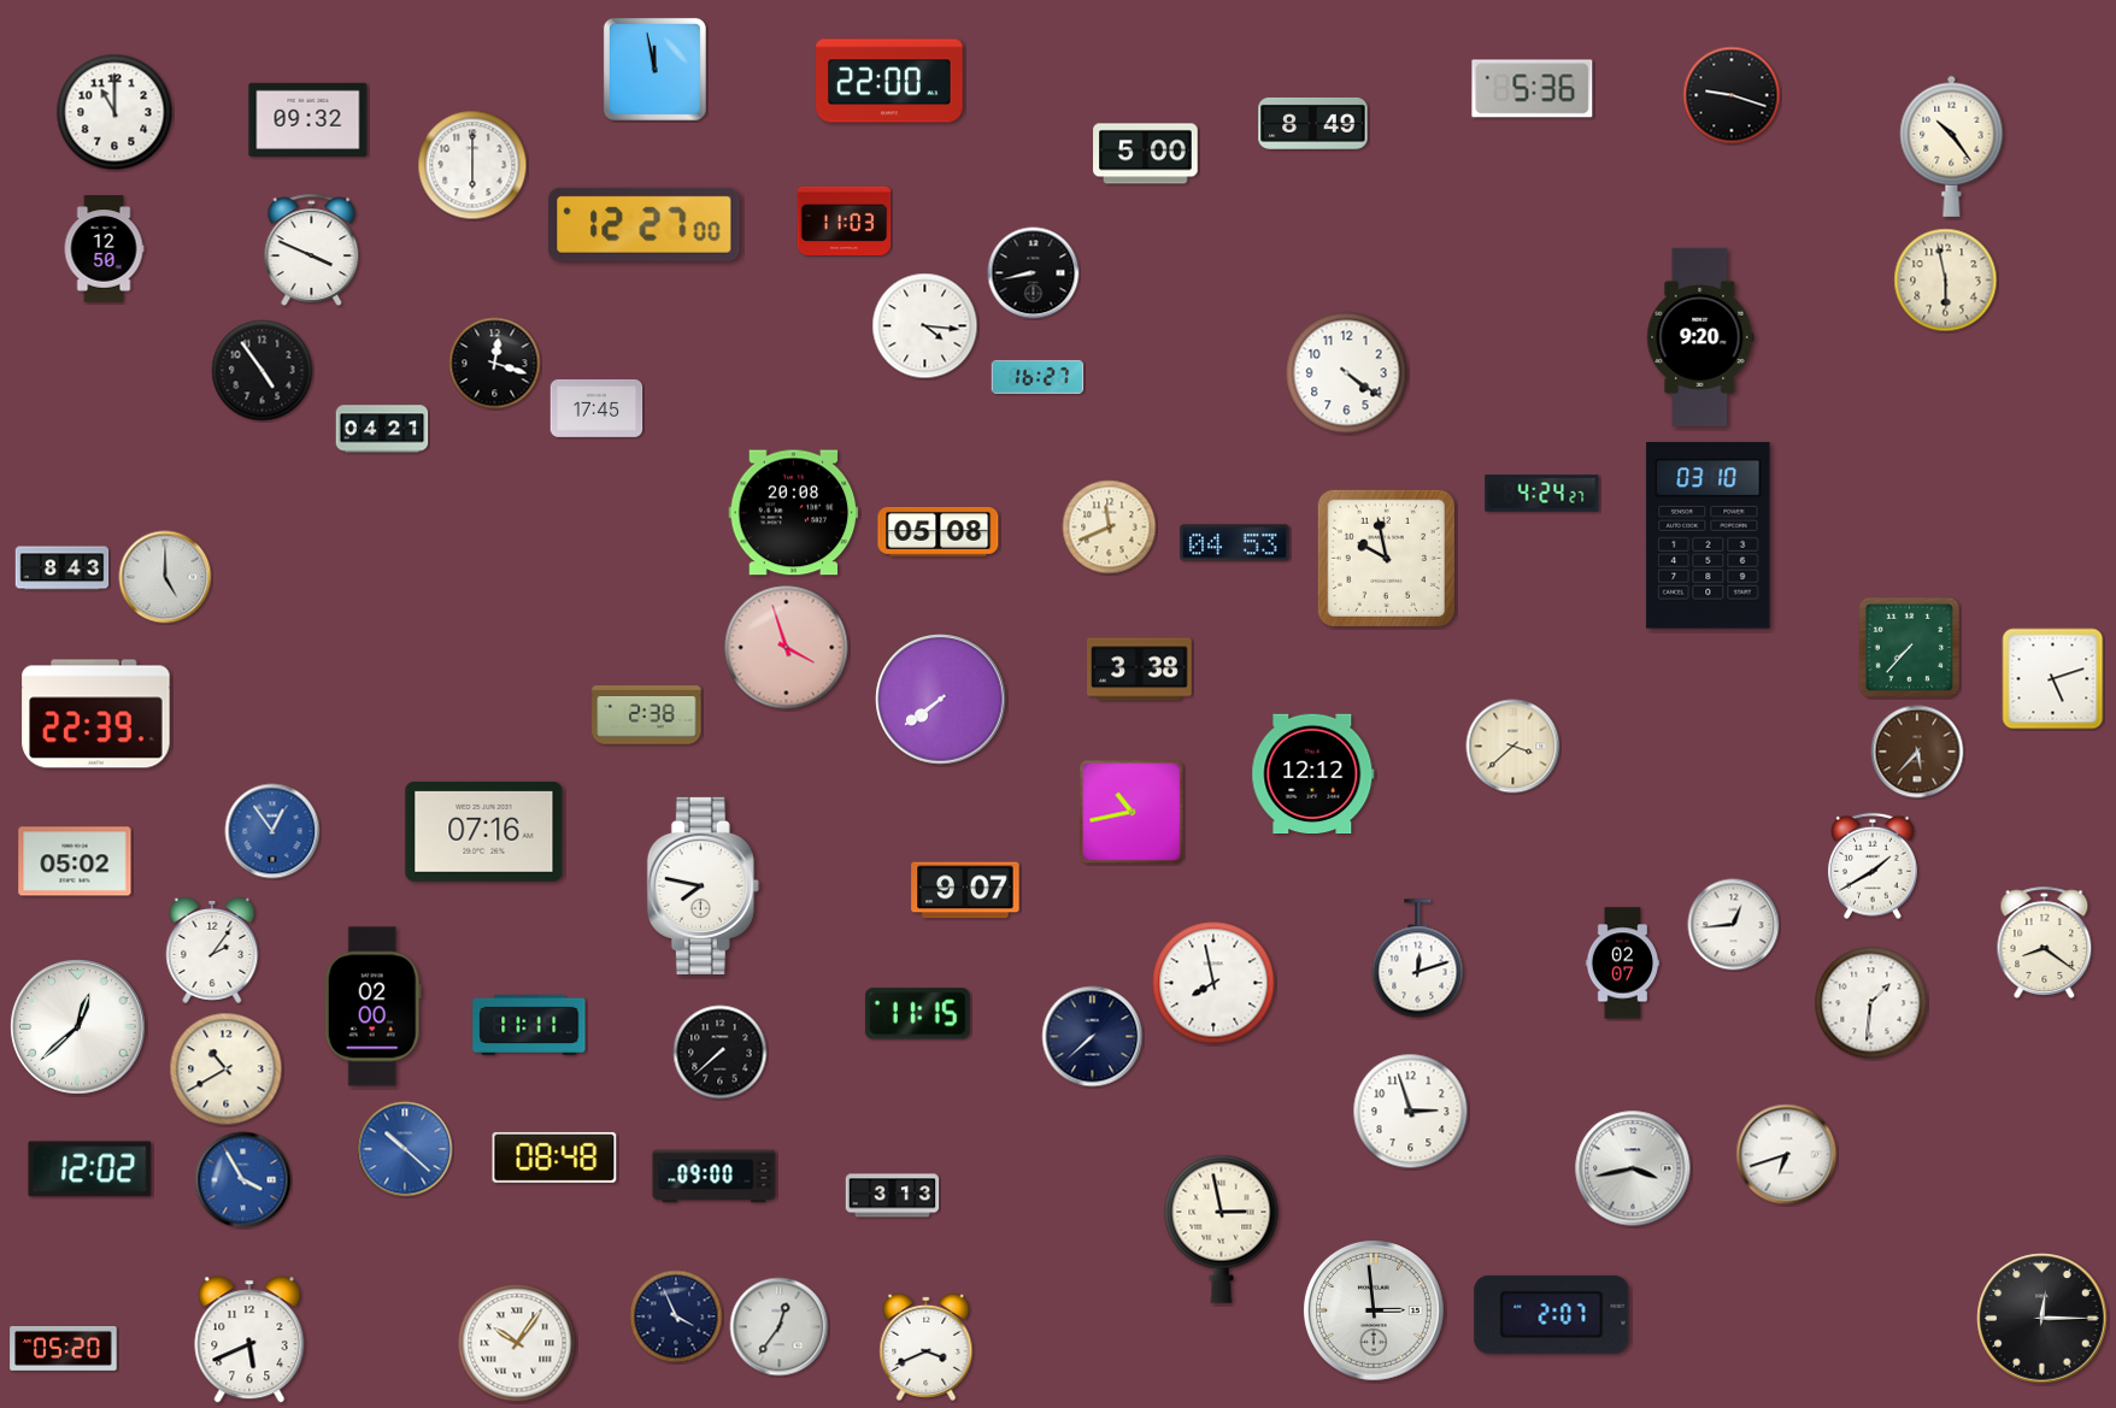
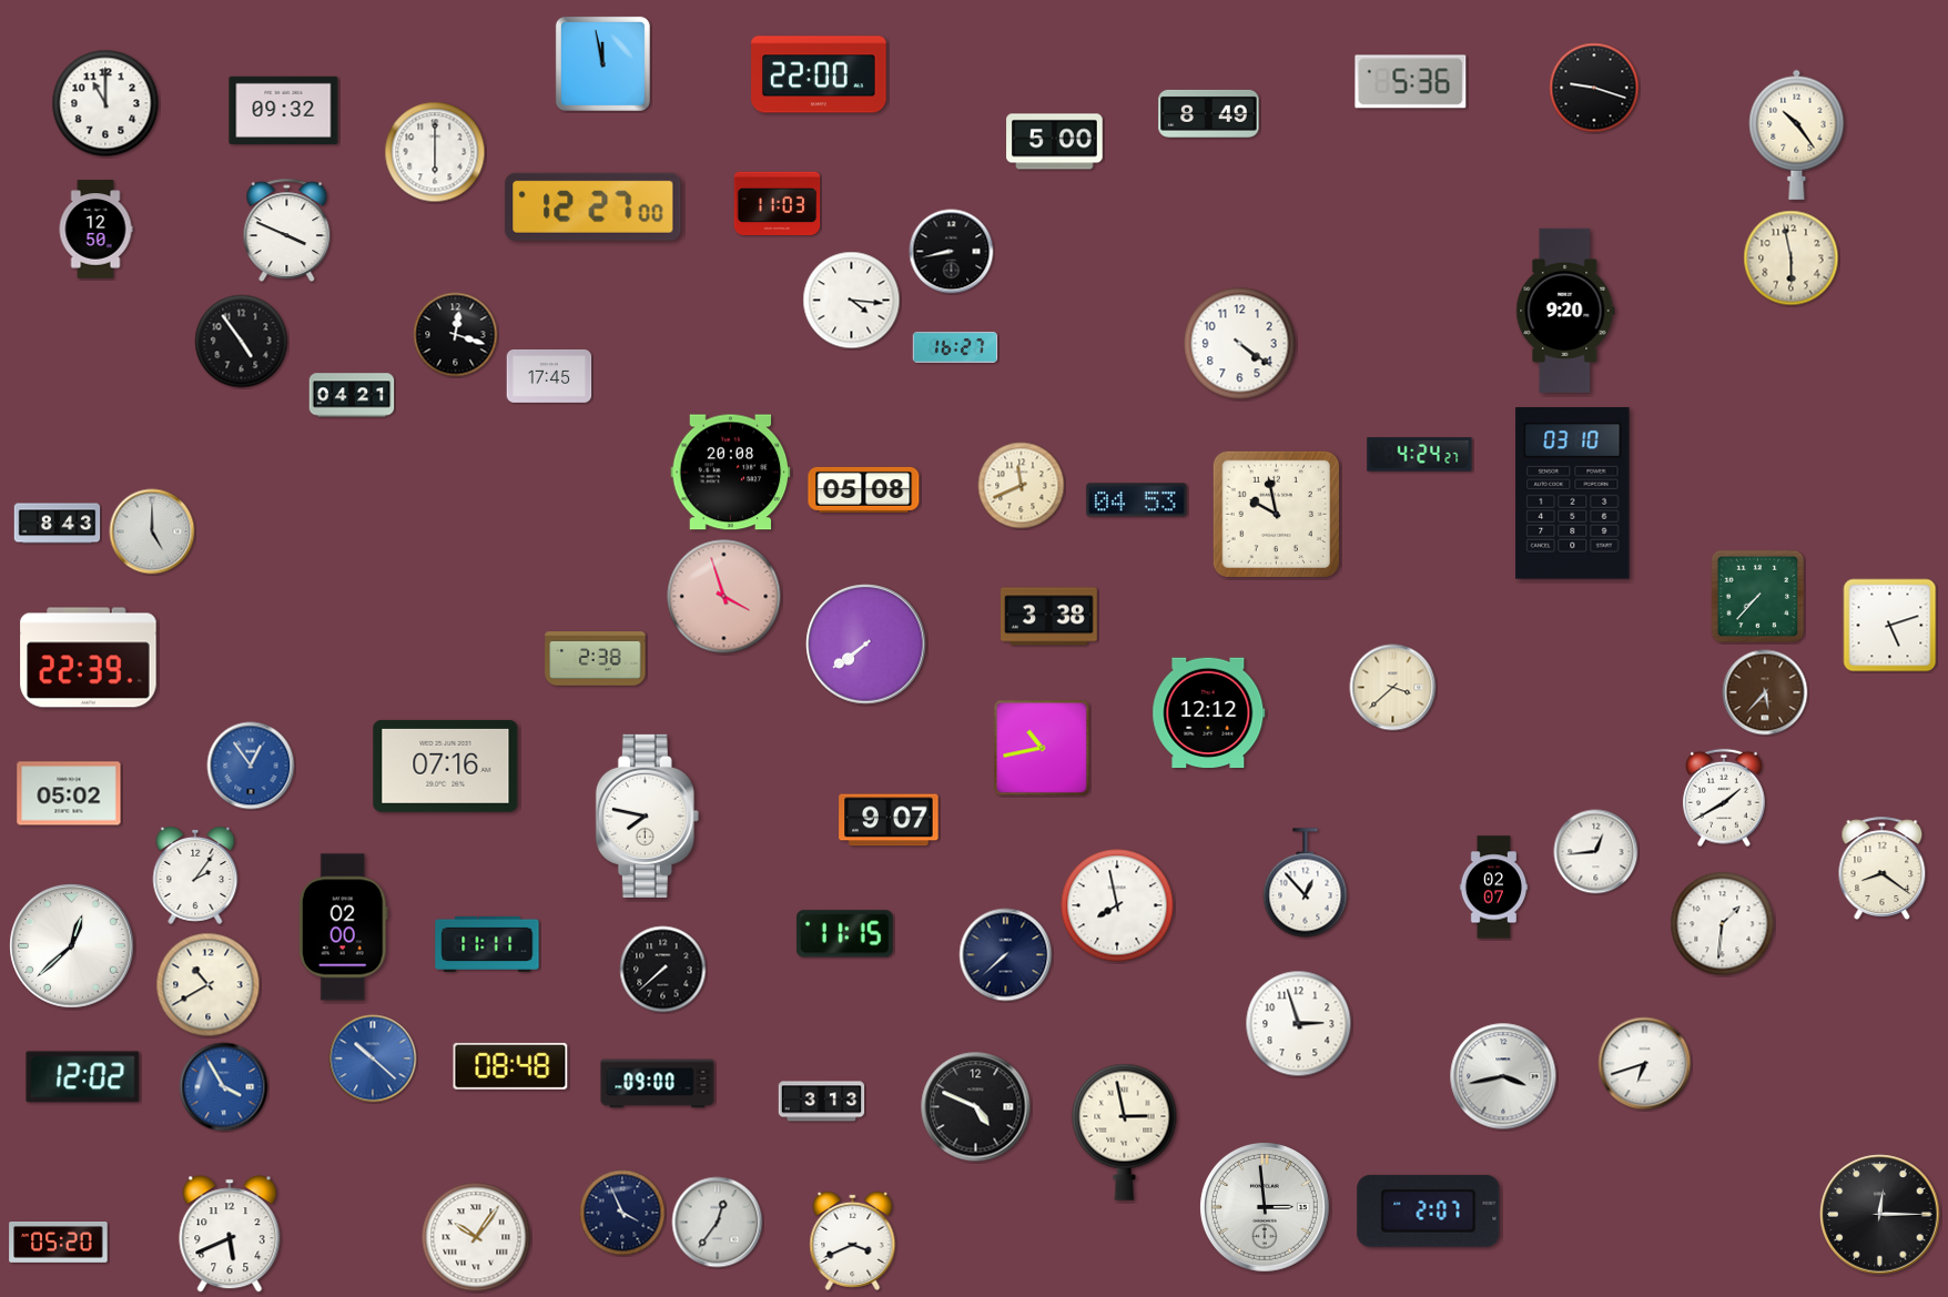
clock at (1418, 959): 12:12 -> 12:53
clock at (976, 1107): none -> 4:49
